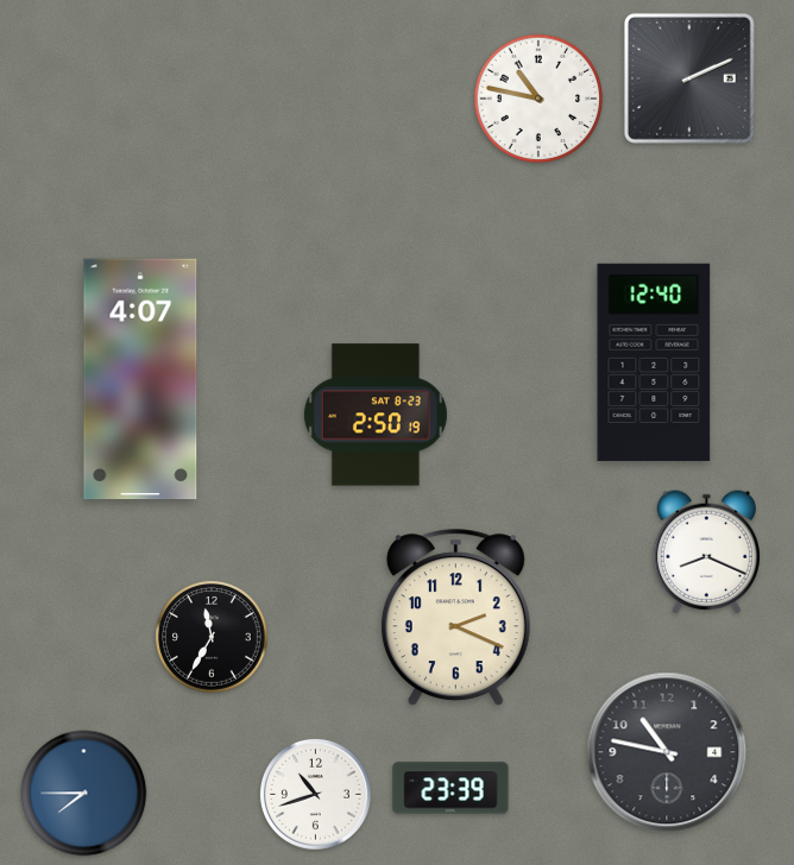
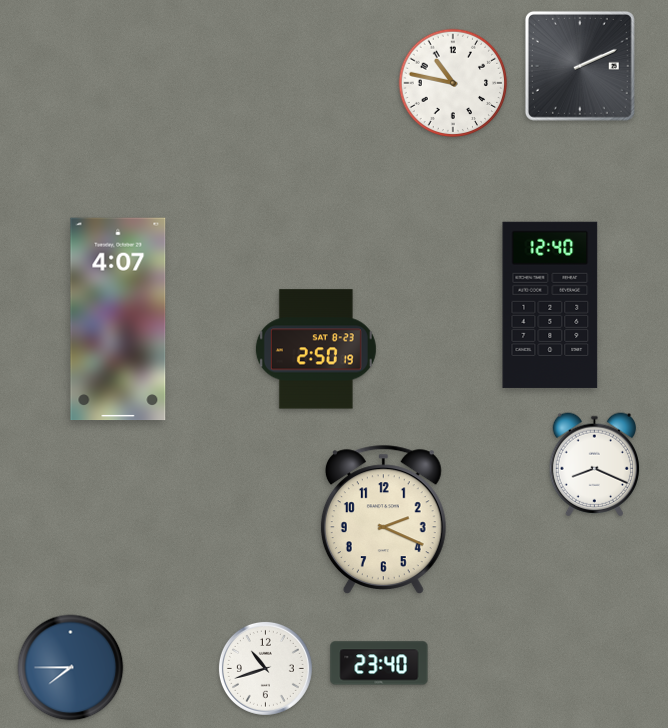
clock at (212, 637): 11:35 -> none
clock at (667, 752): 10:47 -> none
clock at (450, 788): 23:39 -> 23:40
